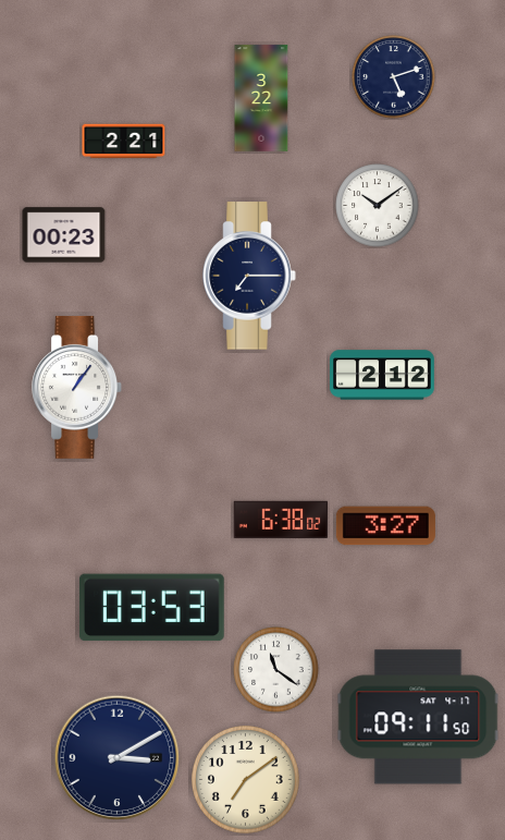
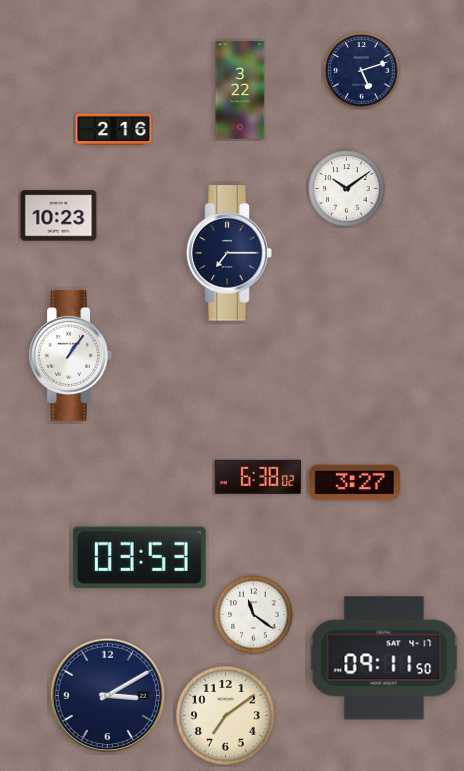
clock at (124, 142): 2:21 -> 2:16
clock at (64, 235): 00:23 -> 10:23
clock at (382, 375): 2:12 -> none
